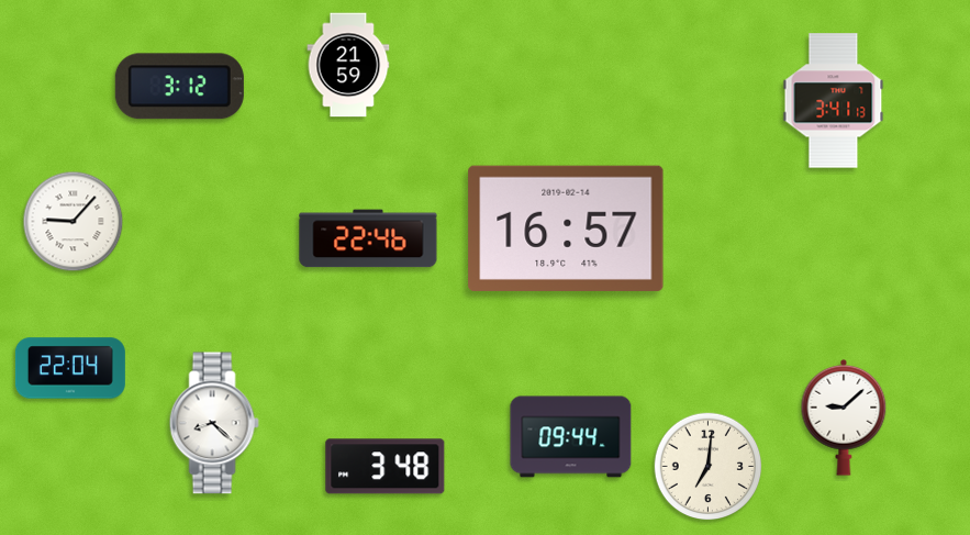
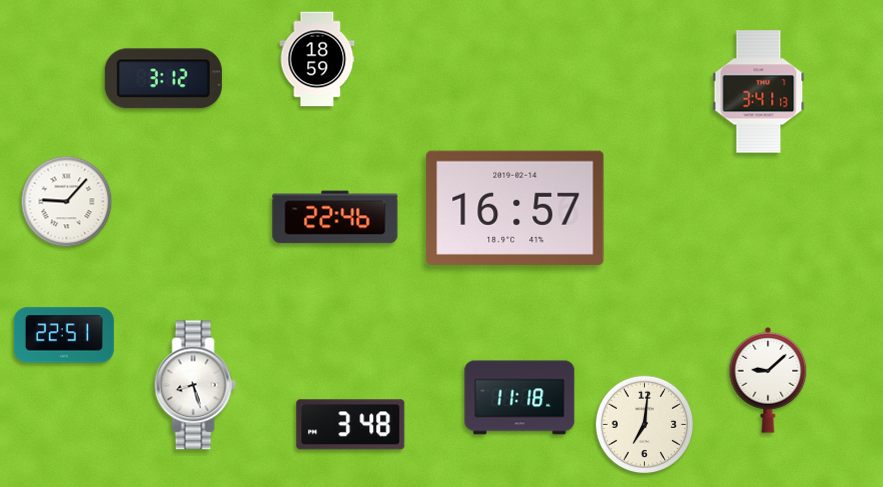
clock at (348, 65): 21:59 -> 18:59
clock at (70, 368): 22:04 -> 22:51
clock at (214, 423): 8:22 -> 8:27
clock at (571, 437): 09:44 -> 11:18
